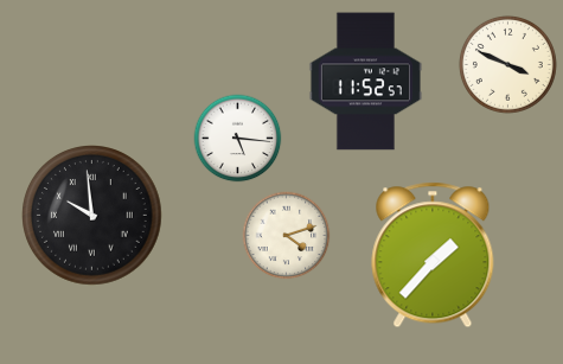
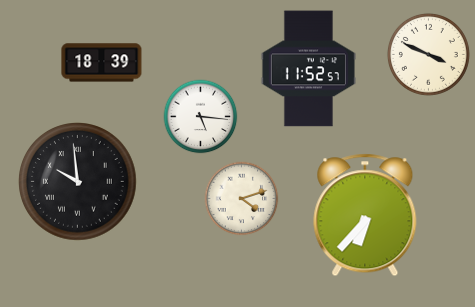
clock at (102, 63): none -> 18:39
clock at (433, 255): 1:37 -> 6:37
